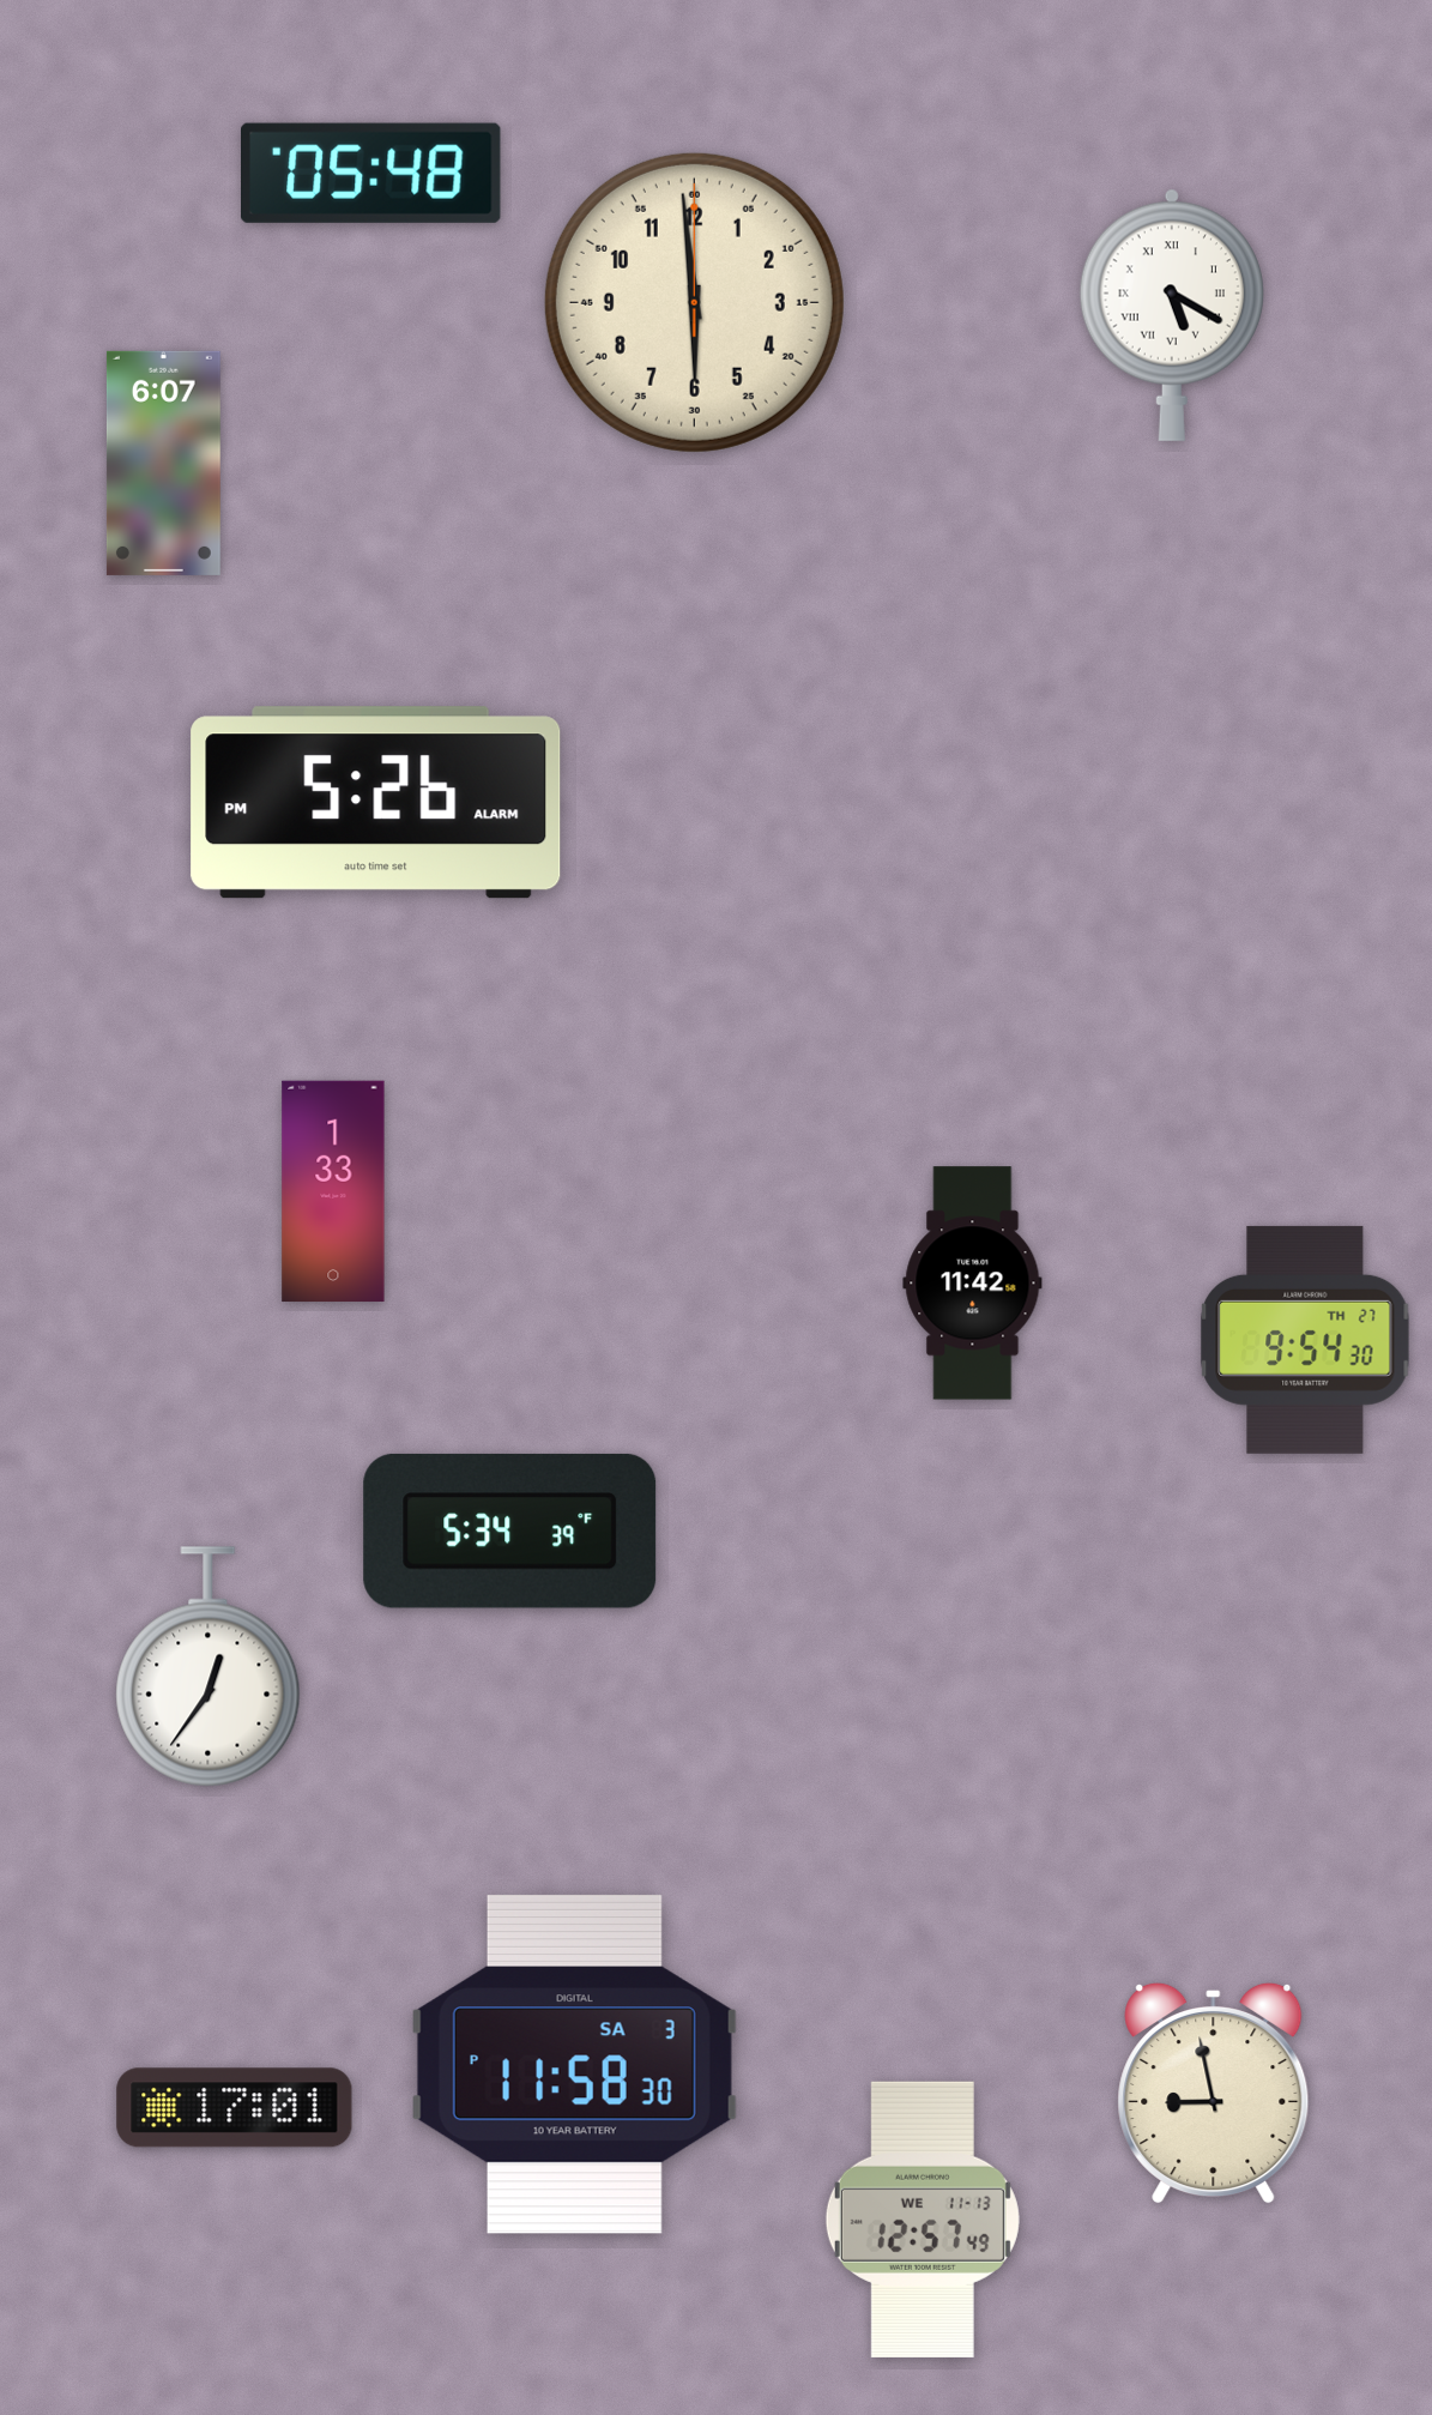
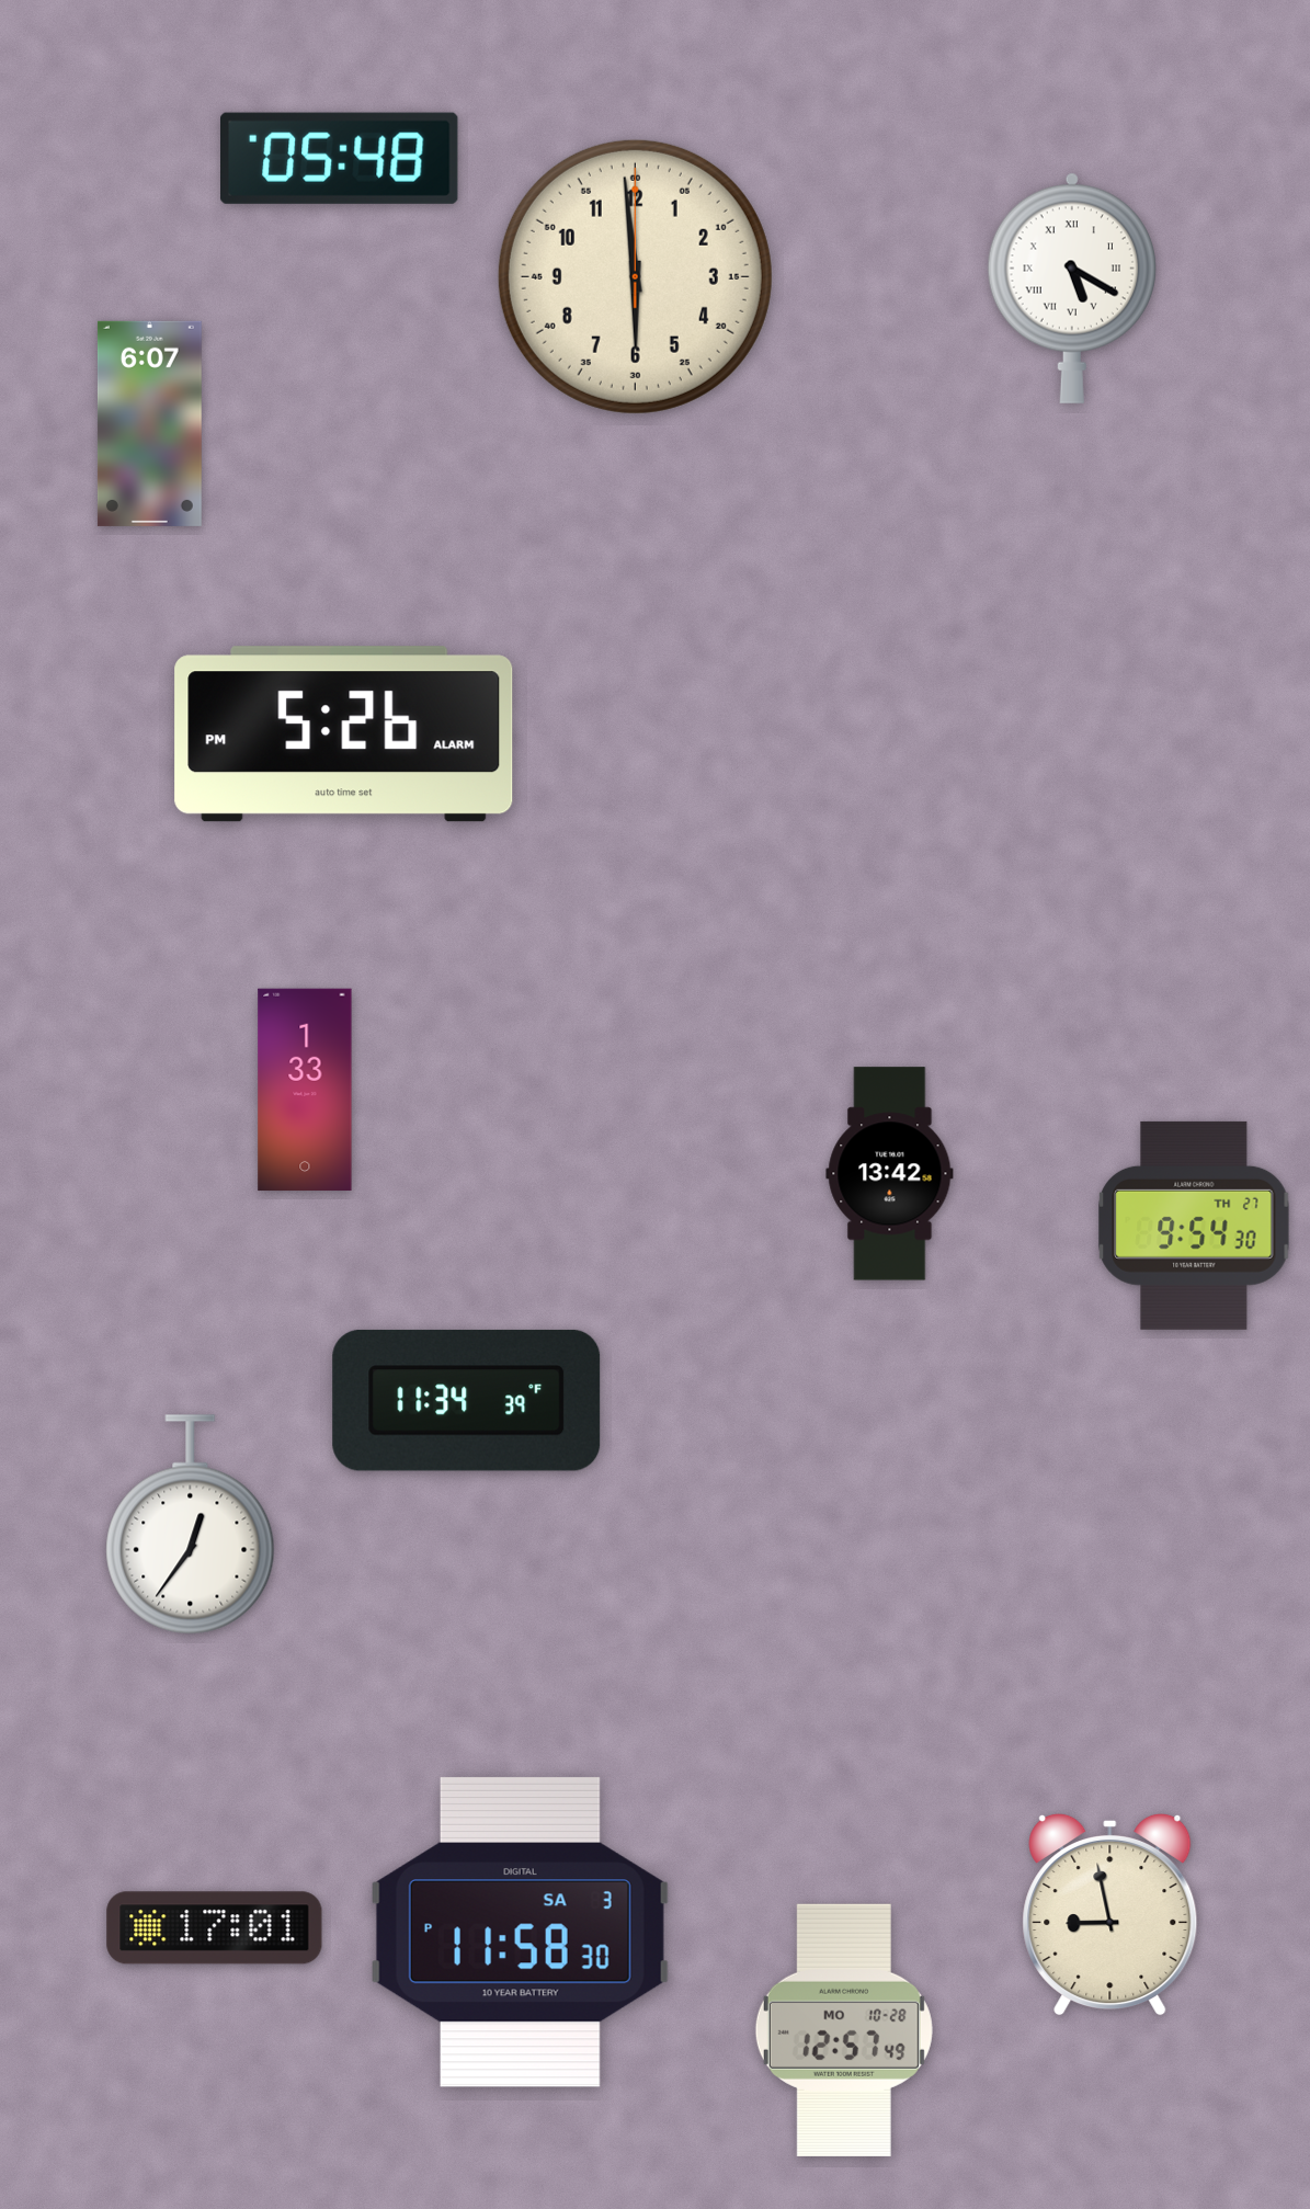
clock at (973, 1284): 11:42 -> 13:42
clock at (510, 1530): 5:34 -> 11:34
clock at (574, 2064) position: (574, 2064) -> (520, 1932)
clock at (923, 2220) date: WE 11-13 -> MO 10-28
